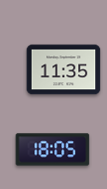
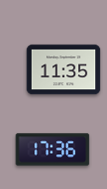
clock at (53, 150): 18:05 -> 17:36
